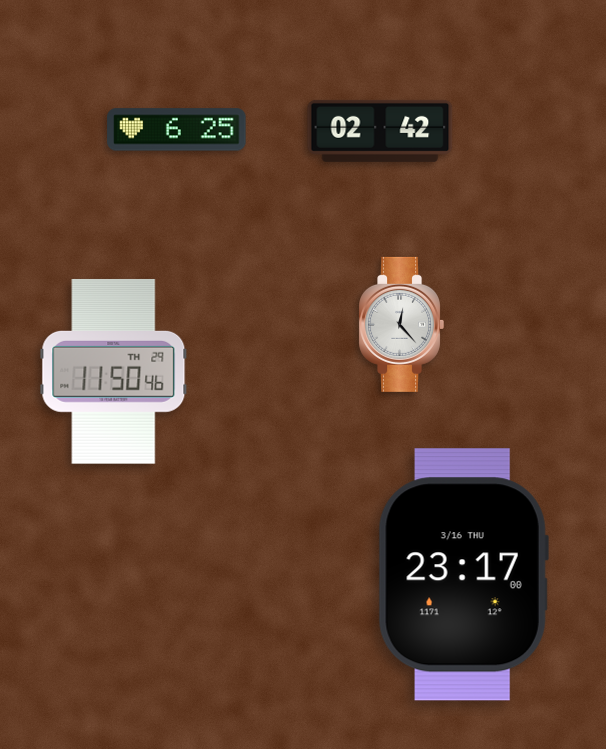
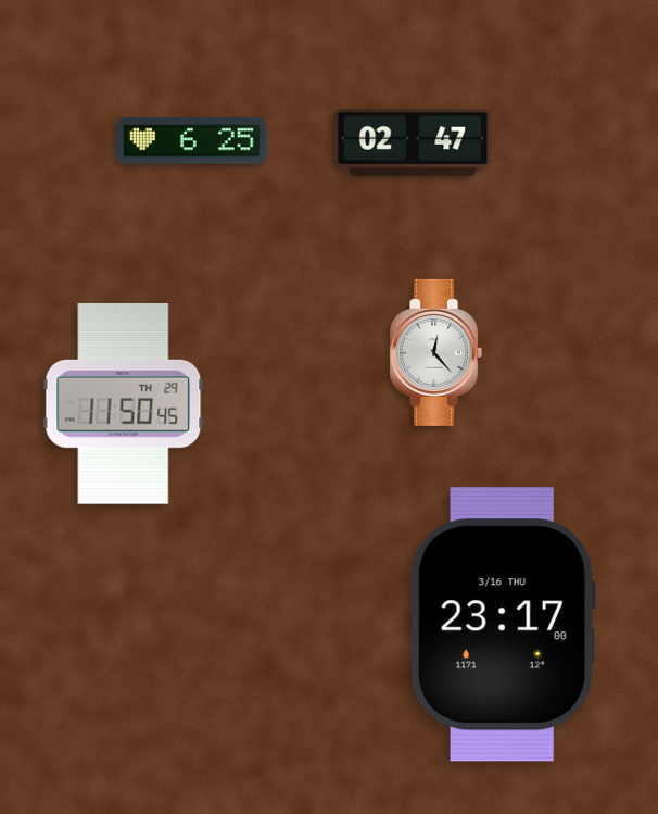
clock at (380, 131): 02:42 -> 02:47
clock at (114, 371): 11:50:46 -> 11:50:45
